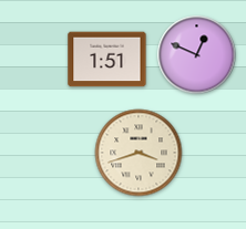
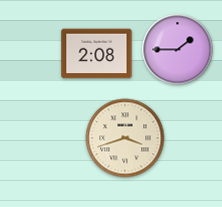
clock at (197, 55): 12:49 -> 1:45
clock at (107, 60): 1:51 -> 2:08
